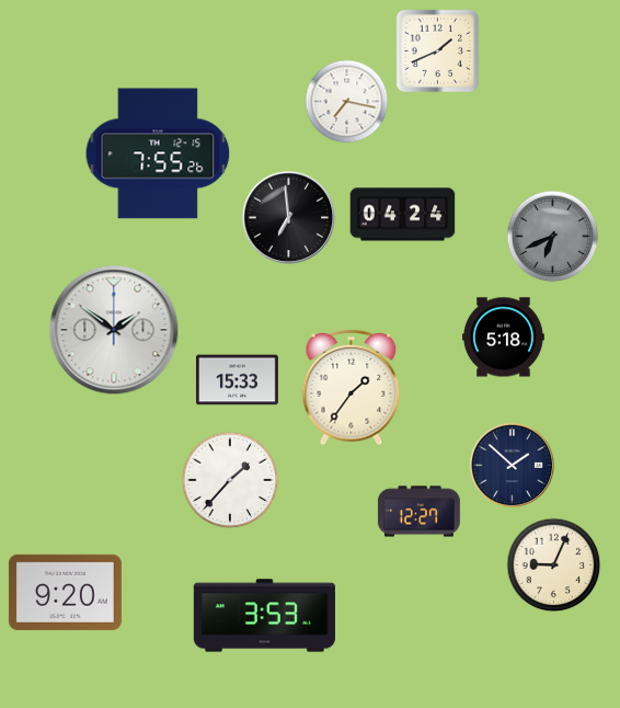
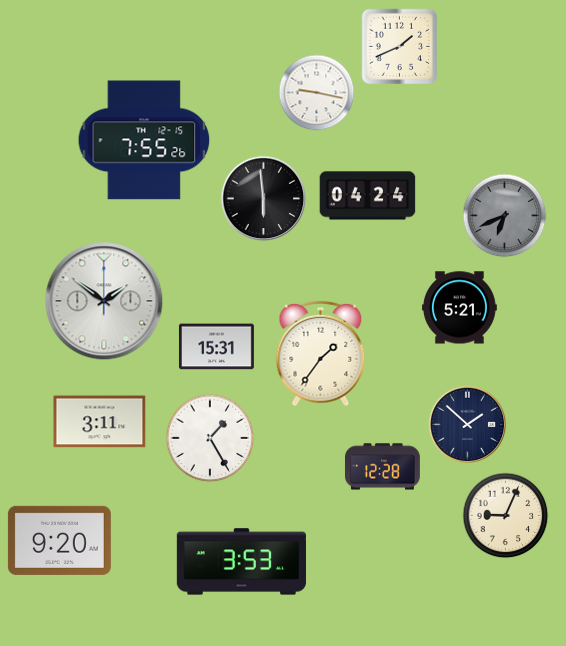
clock at (347, 102): 7:17 -> 9:17
clock at (289, 218): 6:59 -> 5:59
clock at (503, 338): 5:18 -> 5:21
clock at (237, 380): 15:33 -> 15:31
clock at (100, 422): none -> 3:11
clock at (230, 480): 1:37 -> 1:25
clock at (418, 512): 12:27 -> 12:28
